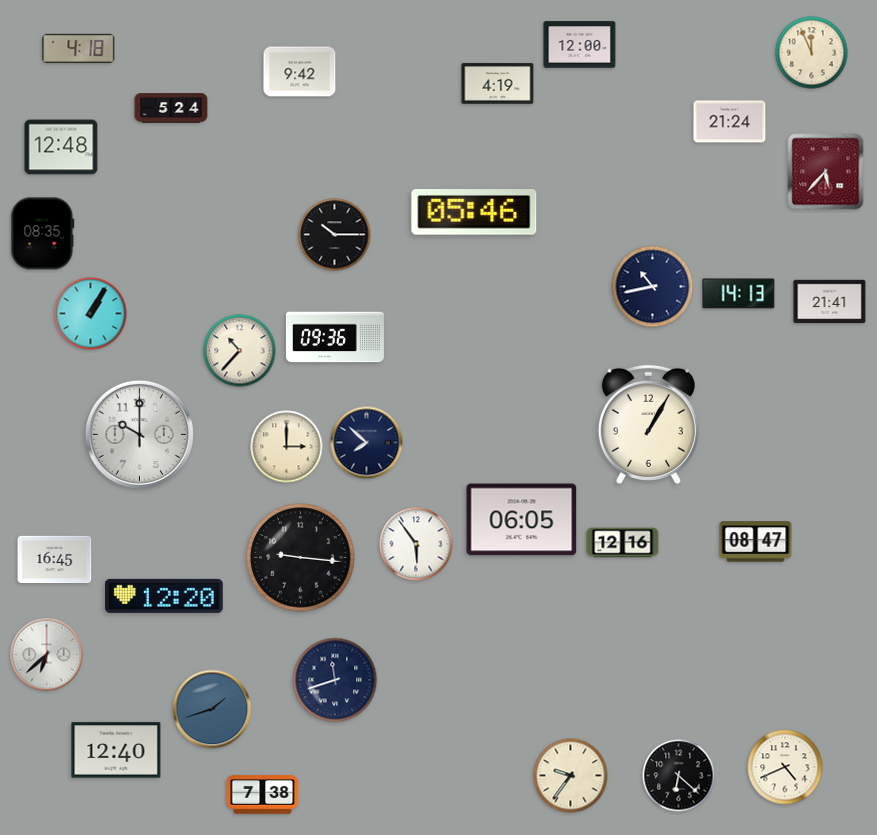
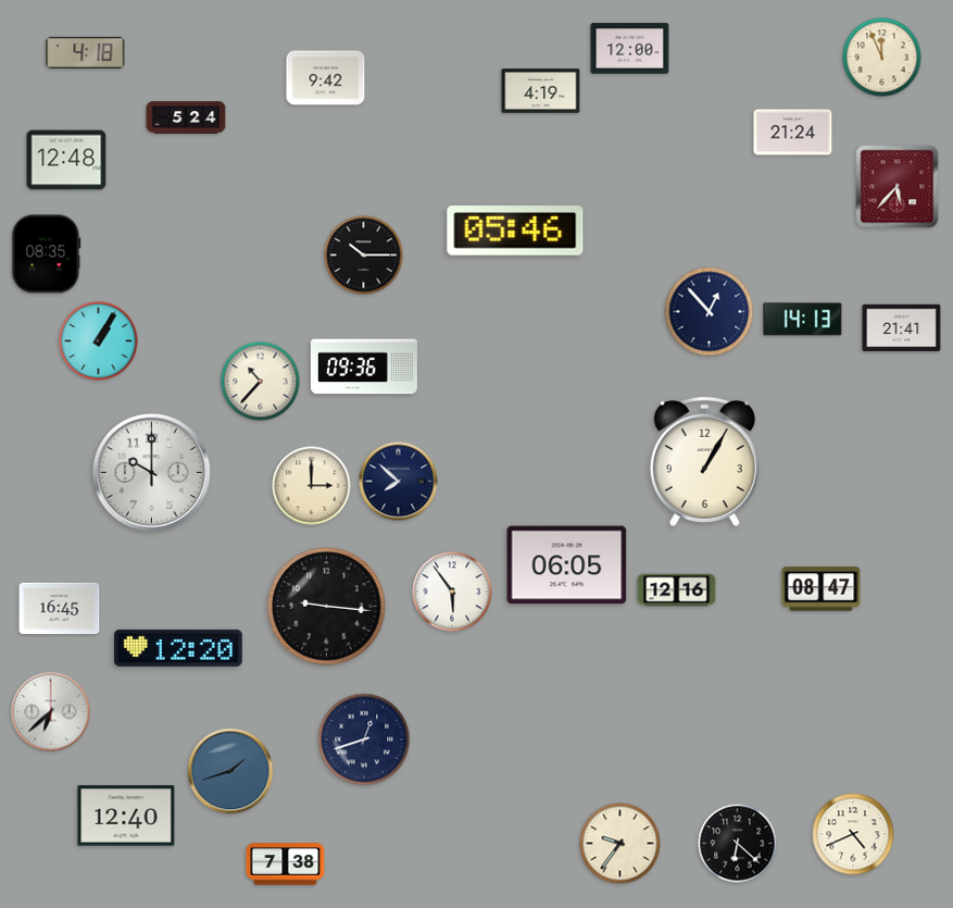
clock at (653, 287): 10:43 -> 12:53
clock at (335, 680): 11:42 -> 12:42
